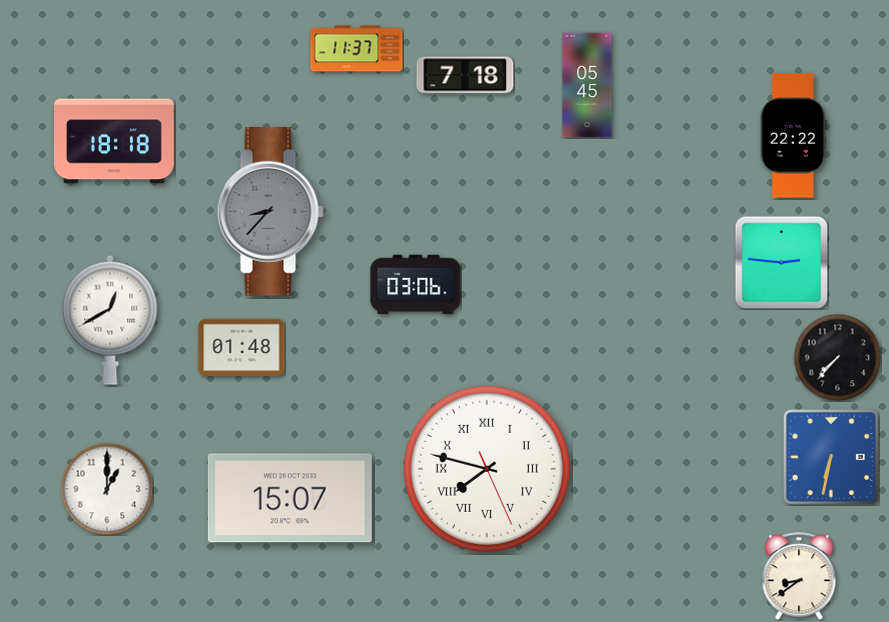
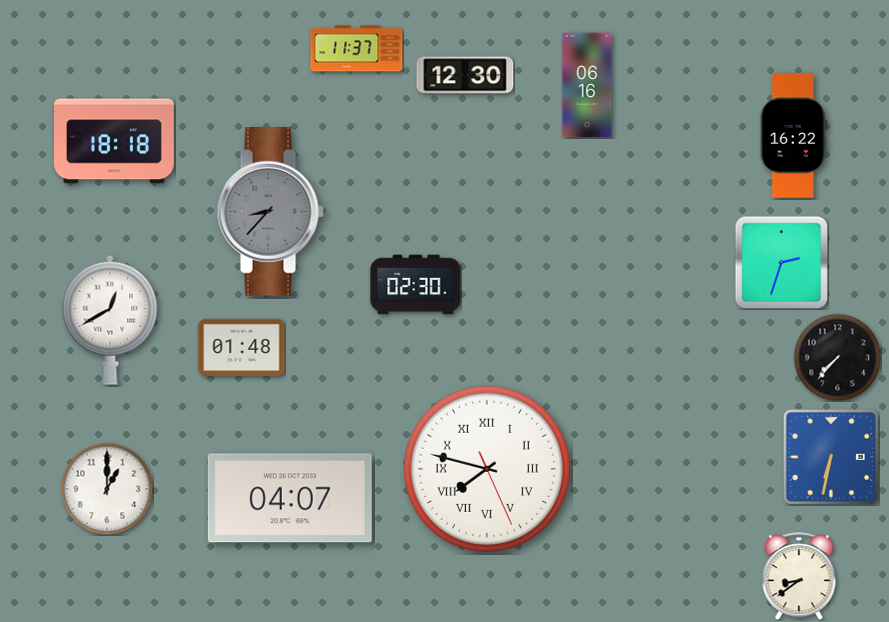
clock at (465, 75): 7:18 -> 12:30
clock at (587, 85): 05:45 -> 06:16
clock at (793, 136): 22:22 -> 16:22
clock at (781, 262): 2:46 -> 2:33
clock at (416, 285): 03:06 -> 02:30
clock at (290, 498): 15:07 -> 04:07
